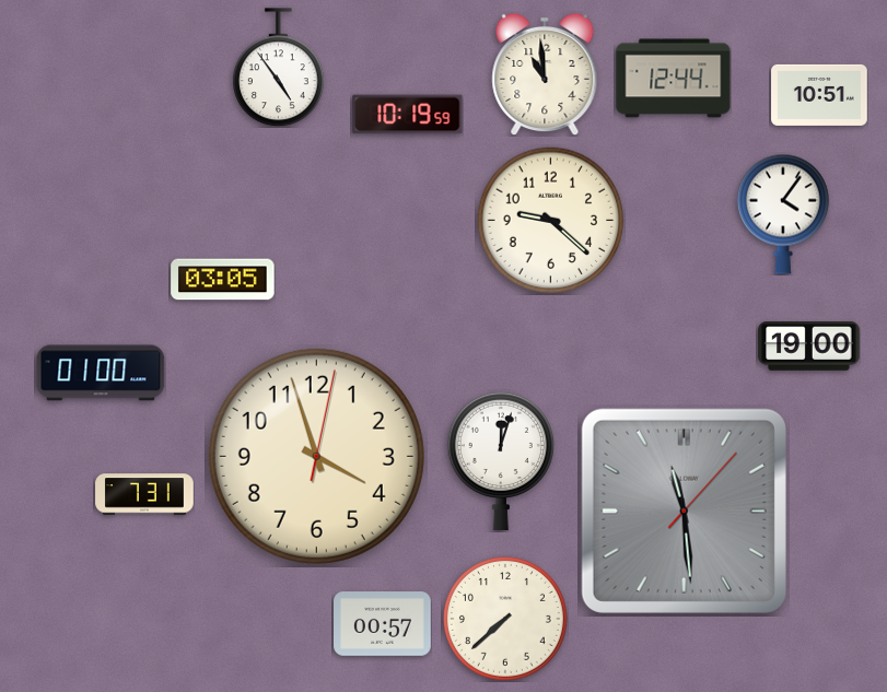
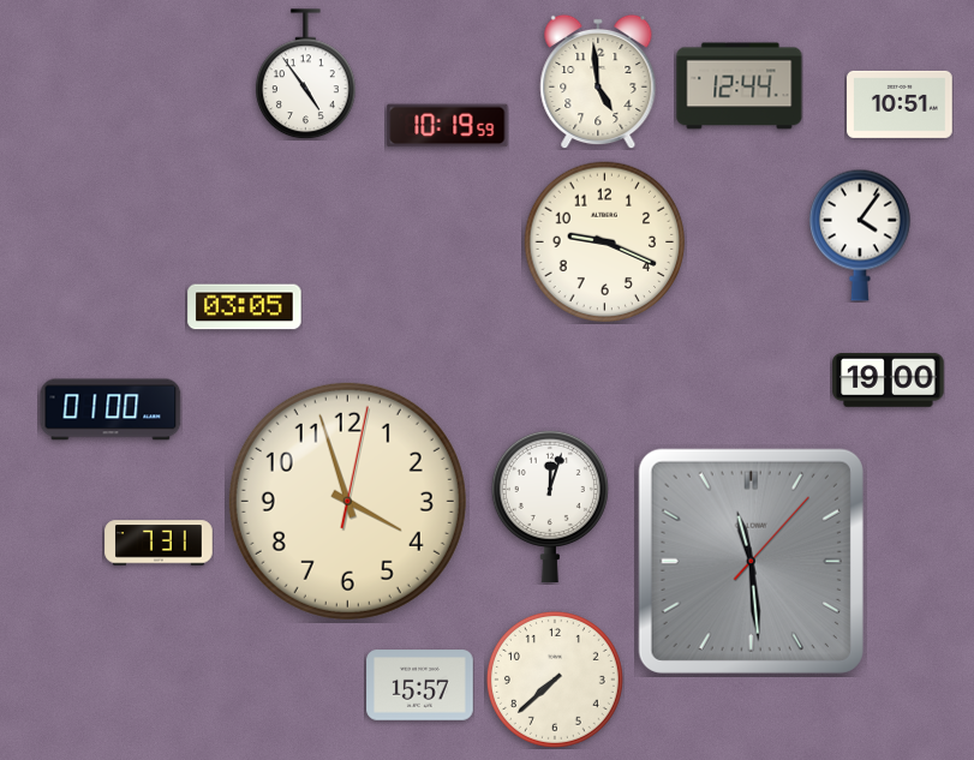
clock at (545, 74): 10:59 -> 4:59
clock at (551, 221): 9:22 -> 9:19
clock at (383, 624): 00:57 -> 15:57
